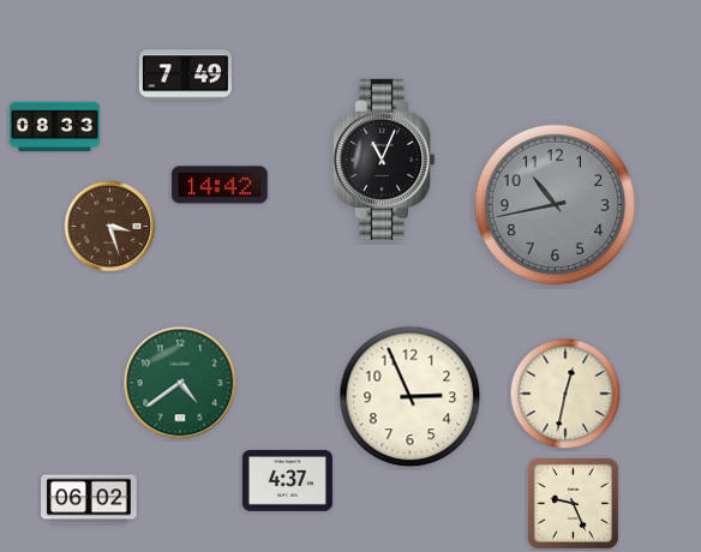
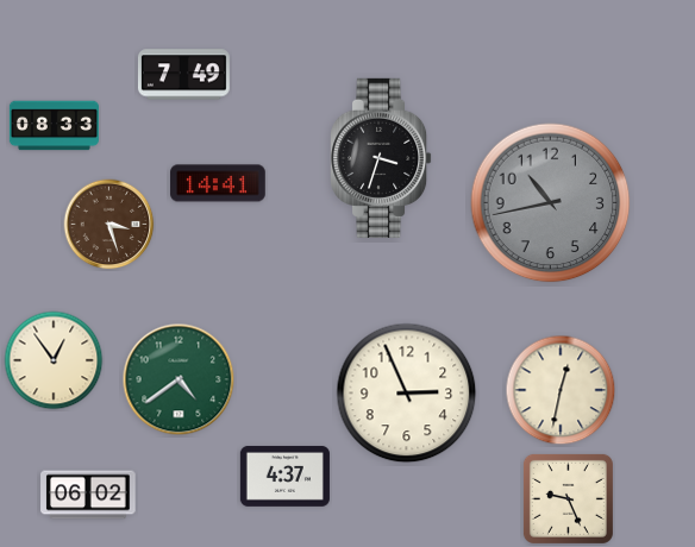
clock at (385, 160): 11:04 -> 3:33
clock at (220, 185): 14:42 -> 14:41
clock at (54, 360): none -> 12:54
